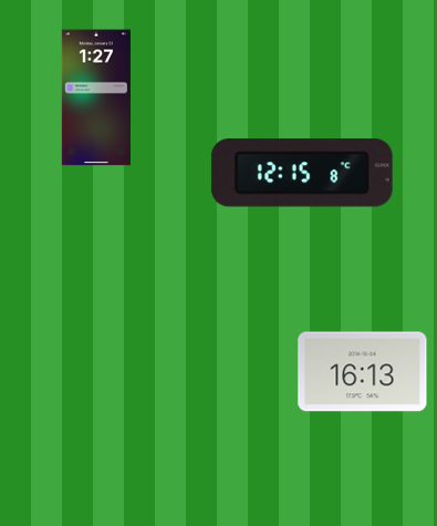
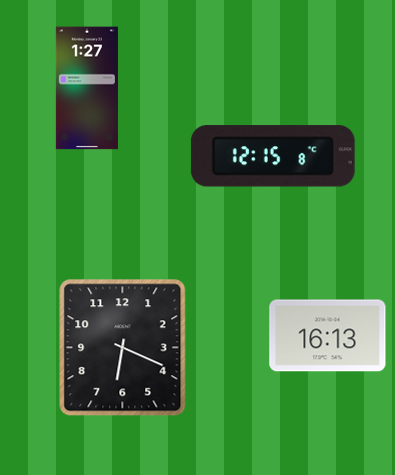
clock at (123, 348): none -> 6:19
